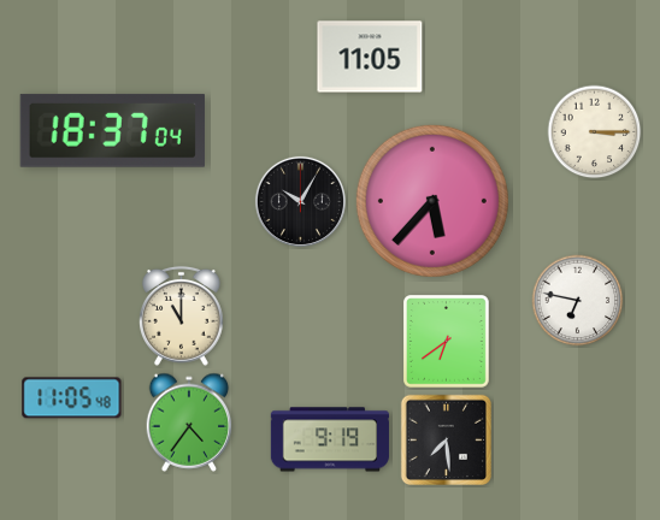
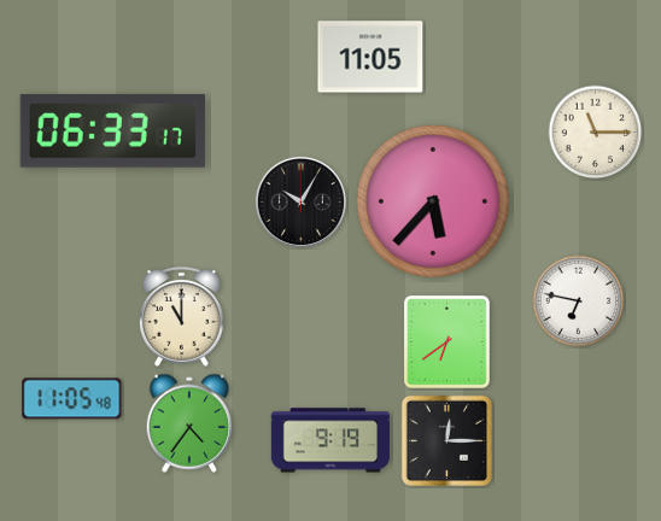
clock at (112, 130): 18:37 -> 06:33
clock at (595, 132): 3:15 -> 11:15
clock at (446, 439): 7:29 -> 12:15
